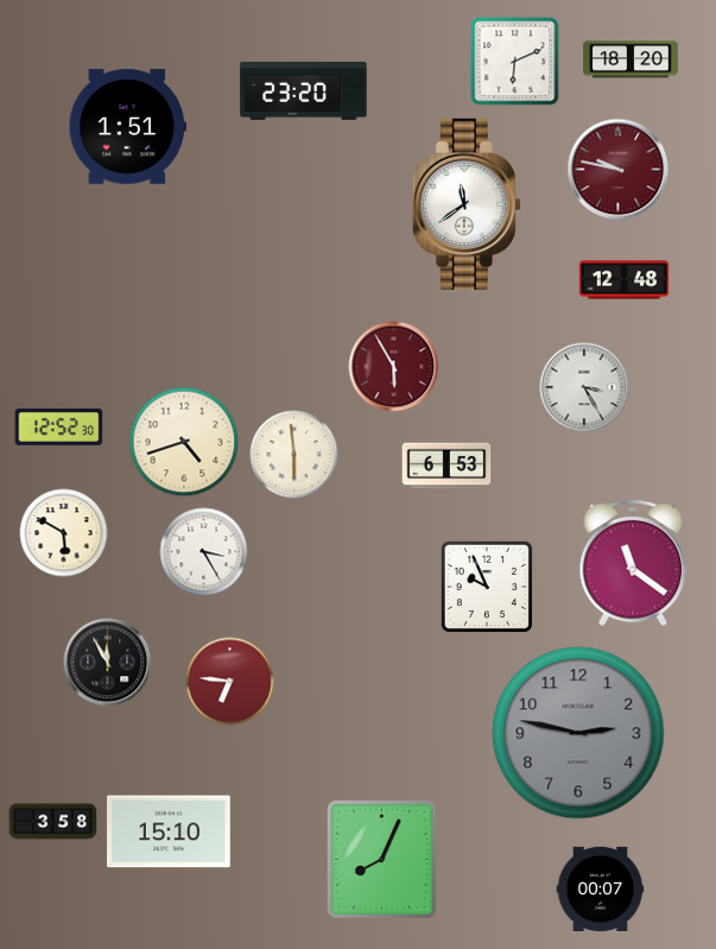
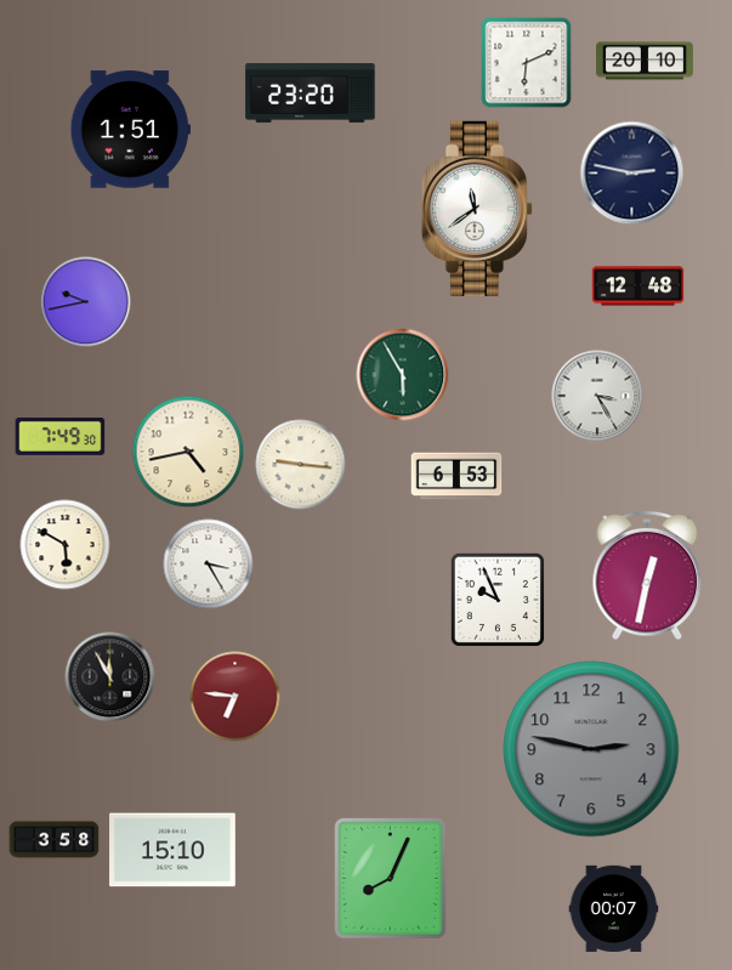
clock at (631, 59): 18:20 -> 20:10
clock at (619, 170): 9:47 -> 2:47
clock at (619, 170) dial: burgundy -> navy
clock at (86, 302): none -> 9:43
clock at (394, 367) dial: burgundy -> green
clock at (59, 426): 12:52 -> 7:49
clock at (184, 442): 4:42 -> 4:43
clock at (294, 455): 5:59 -> 9:16
clock at (633, 563): 11:21 -> 12:32
